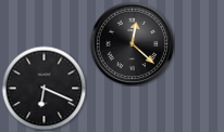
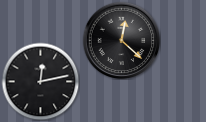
clock at (43, 88): 6:19 -> 12:13
